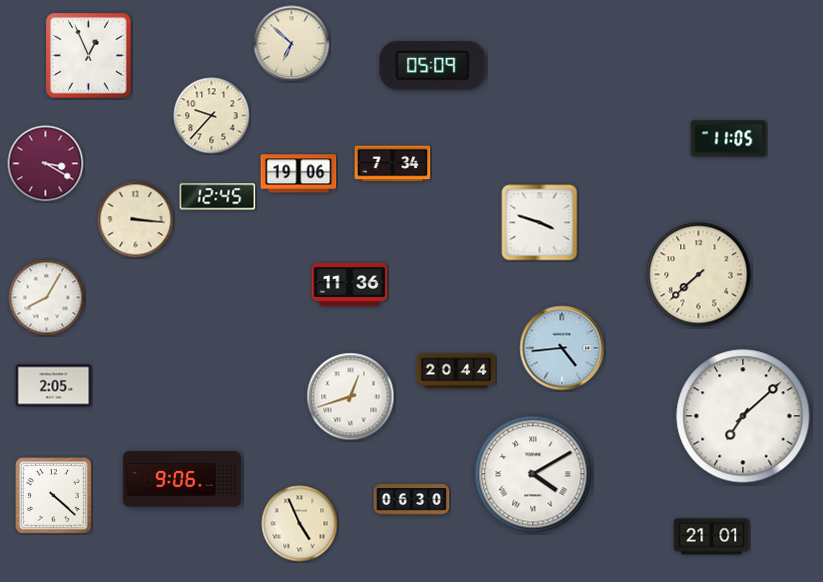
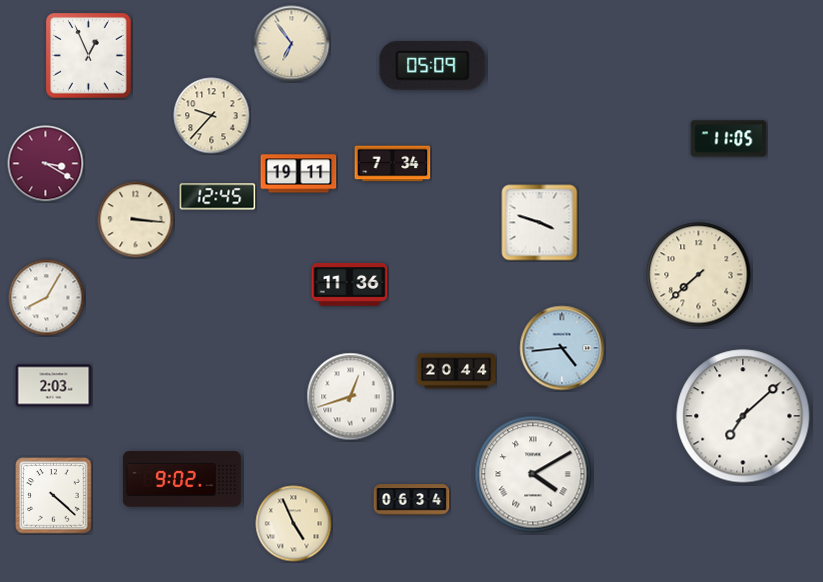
clock at (292, 44): 6:52 -> 6:54
clock at (299, 174): 19:06 -> 19:11
clock at (54, 386): 2:05 -> 2:03
clock at (182, 479): 9:06 -> 9:02
clock at (412, 500): 06:30 -> 06:34
clock at (300, 524) position: (300, 524) -> (294, 524)
clock at (712, 537): 21:01 -> none
